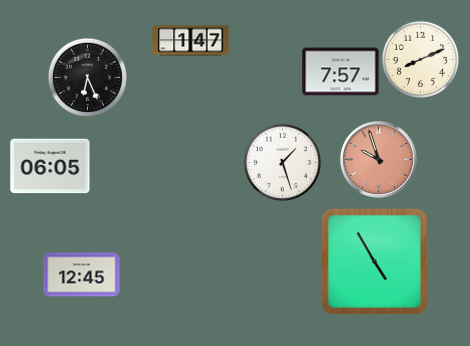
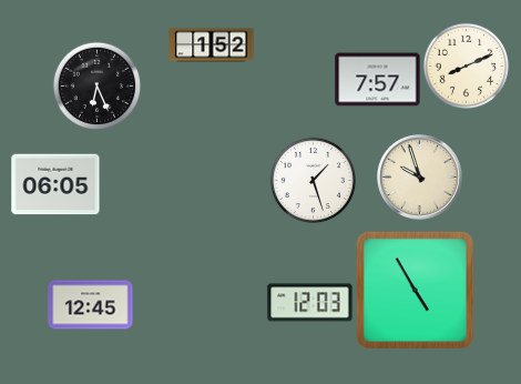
clock at (191, 41): 1:47 -> 1:52
clock at (378, 159) dial: salmon -> cream
clock at (310, 303): none -> 12:03
